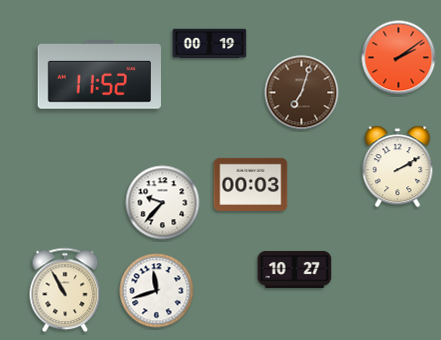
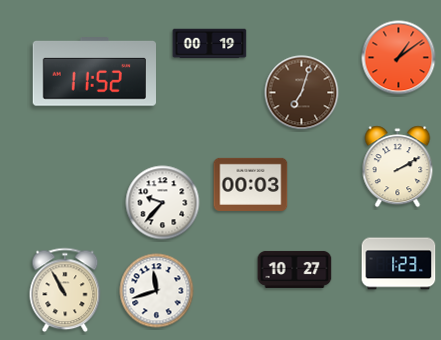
clock at (399, 58): 2:09 -> 1:09
clock at (99, 75) position: (99, 75) -> (94, 72)
clock at (399, 264): none -> 1:23
